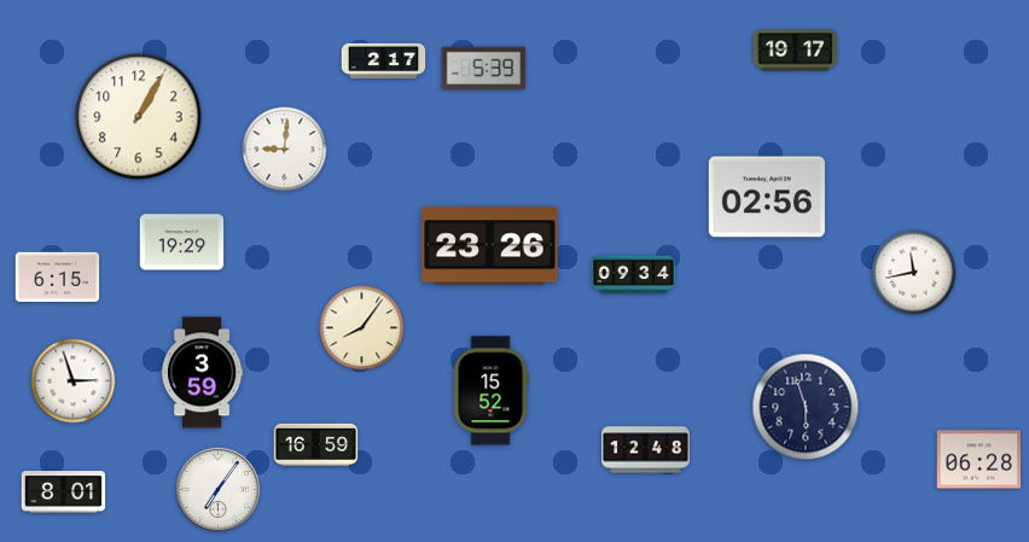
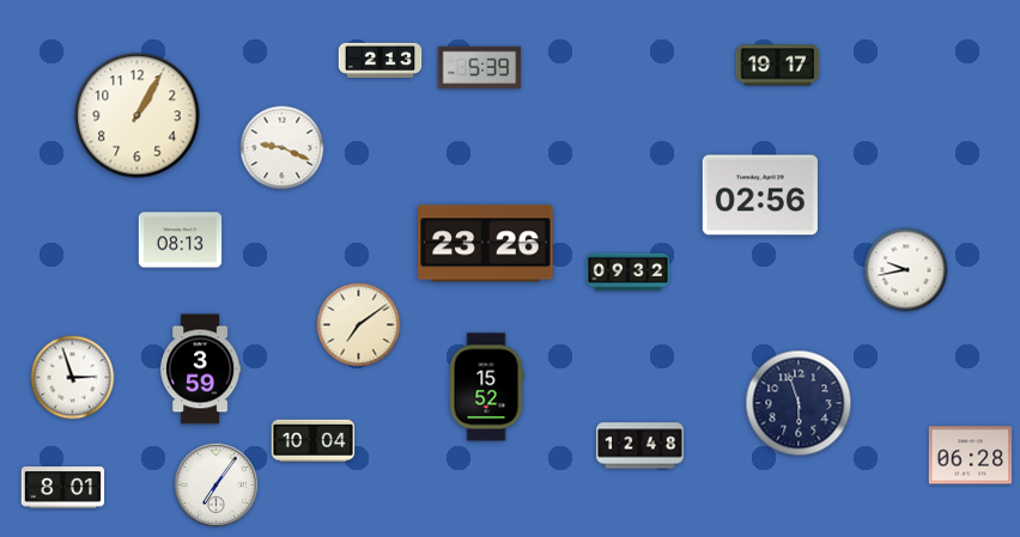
clock at (796, 51) position: (796, 51) -> (778, 66)
clock at (384, 60): 2:17 -> 2:13
clock at (285, 150): 9:01 -> 9:19
clock at (182, 243): 19:29 -> 08:13
clock at (914, 273): 11:43 -> 9:43
clock at (634, 275): 09:34 -> 09:32
clock at (58, 278): 6:15 -> none
clock at (362, 328): 8:06 -> 7:09
clock at (316, 444): 16:59 -> 10:04
